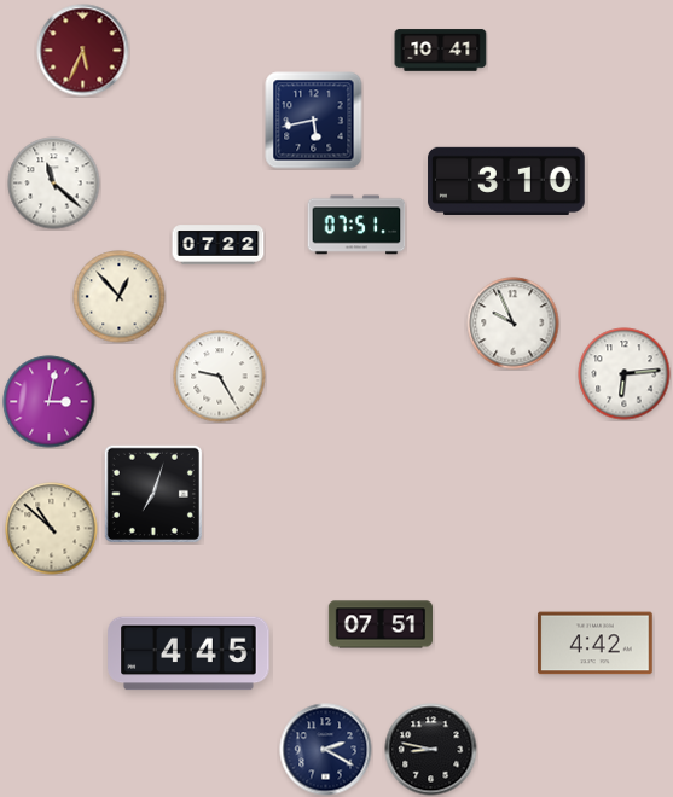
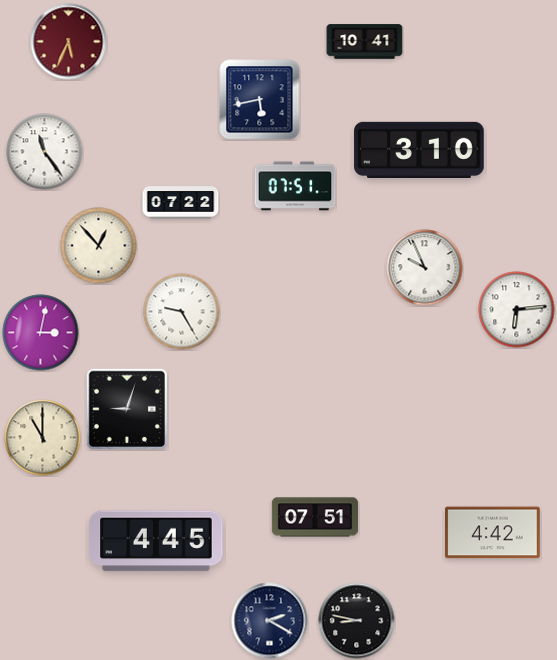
clock at (54, 184): 11:22 -> 11:24
clock at (153, 494): 7:03 -> 9:03
clock at (52, 529): 10:52 -> 11:00
